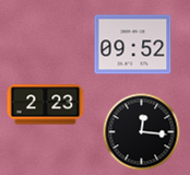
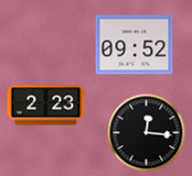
clock at (142, 132) position: (142, 132) -> (147, 133)
